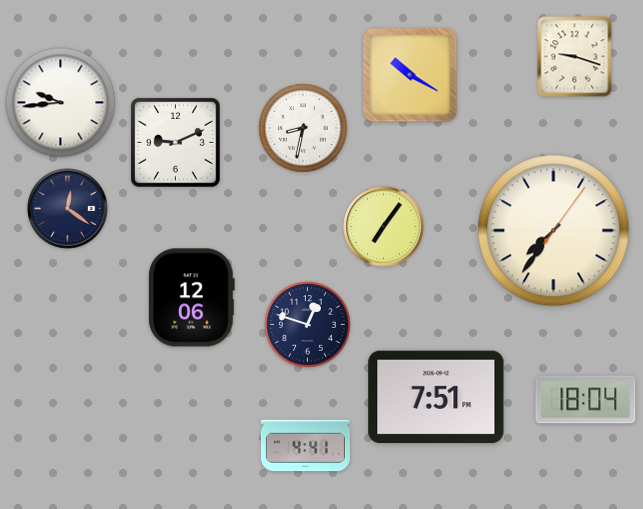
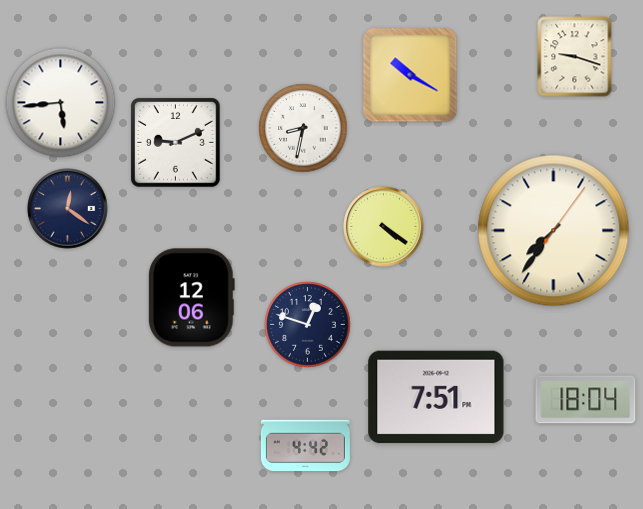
clock at (61, 103): 9:44 -> 5:44
clock at (384, 227): 7:06 -> 4:21
clock at (305, 446): 4:41 -> 4:42
